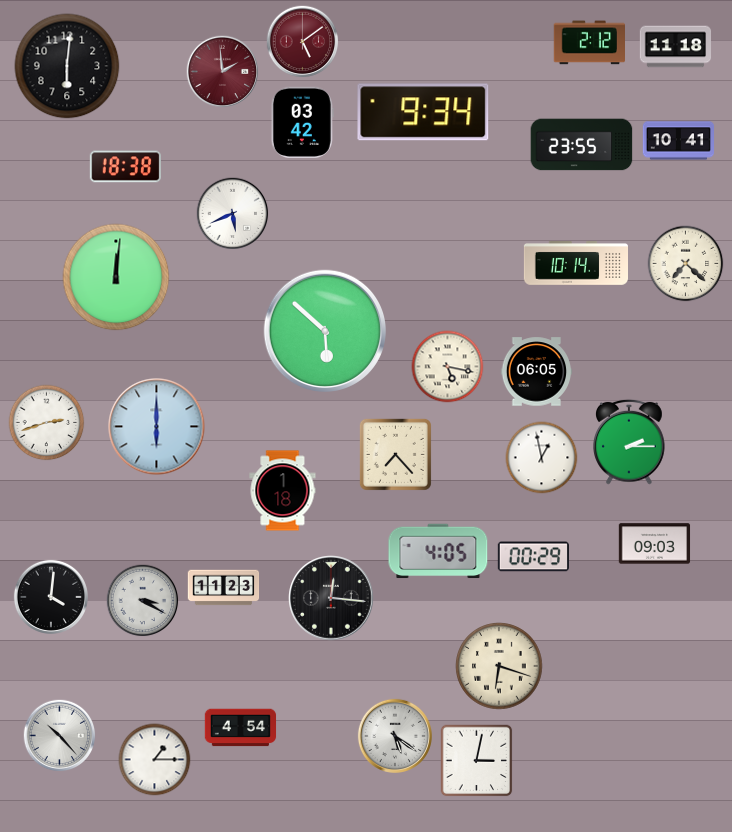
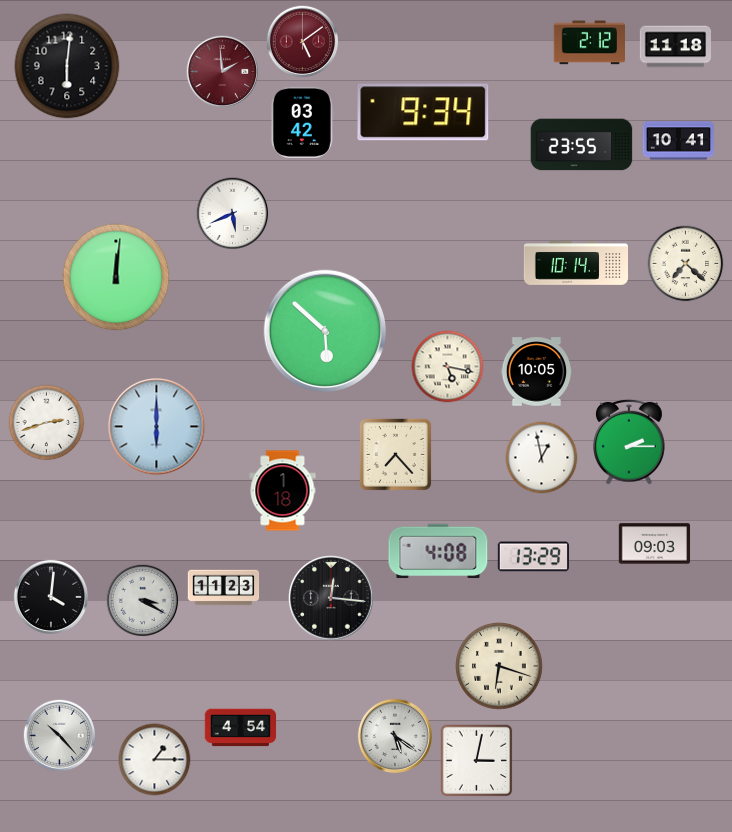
clock at (125, 167): 18:38 -> none
clock at (537, 372): 06:05 -> 10:05
clock at (438, 551): 4:05 -> 4:08
clock at (533, 557): 00:29 -> 13:29
